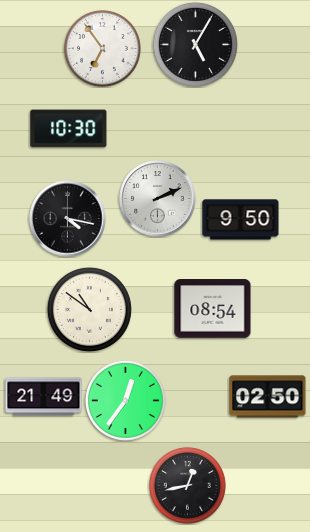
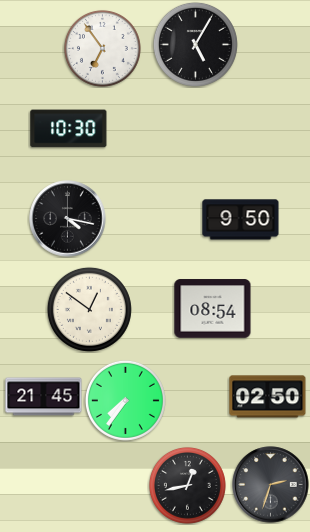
clock at (158, 199): 2:11 -> none
clock at (89, 309): 10:51 -> 12:51
clock at (44, 397): 21:49 -> 21:45
clock at (125, 400): 12:36 -> 7:36
clock at (271, 485): none -> 2:33
